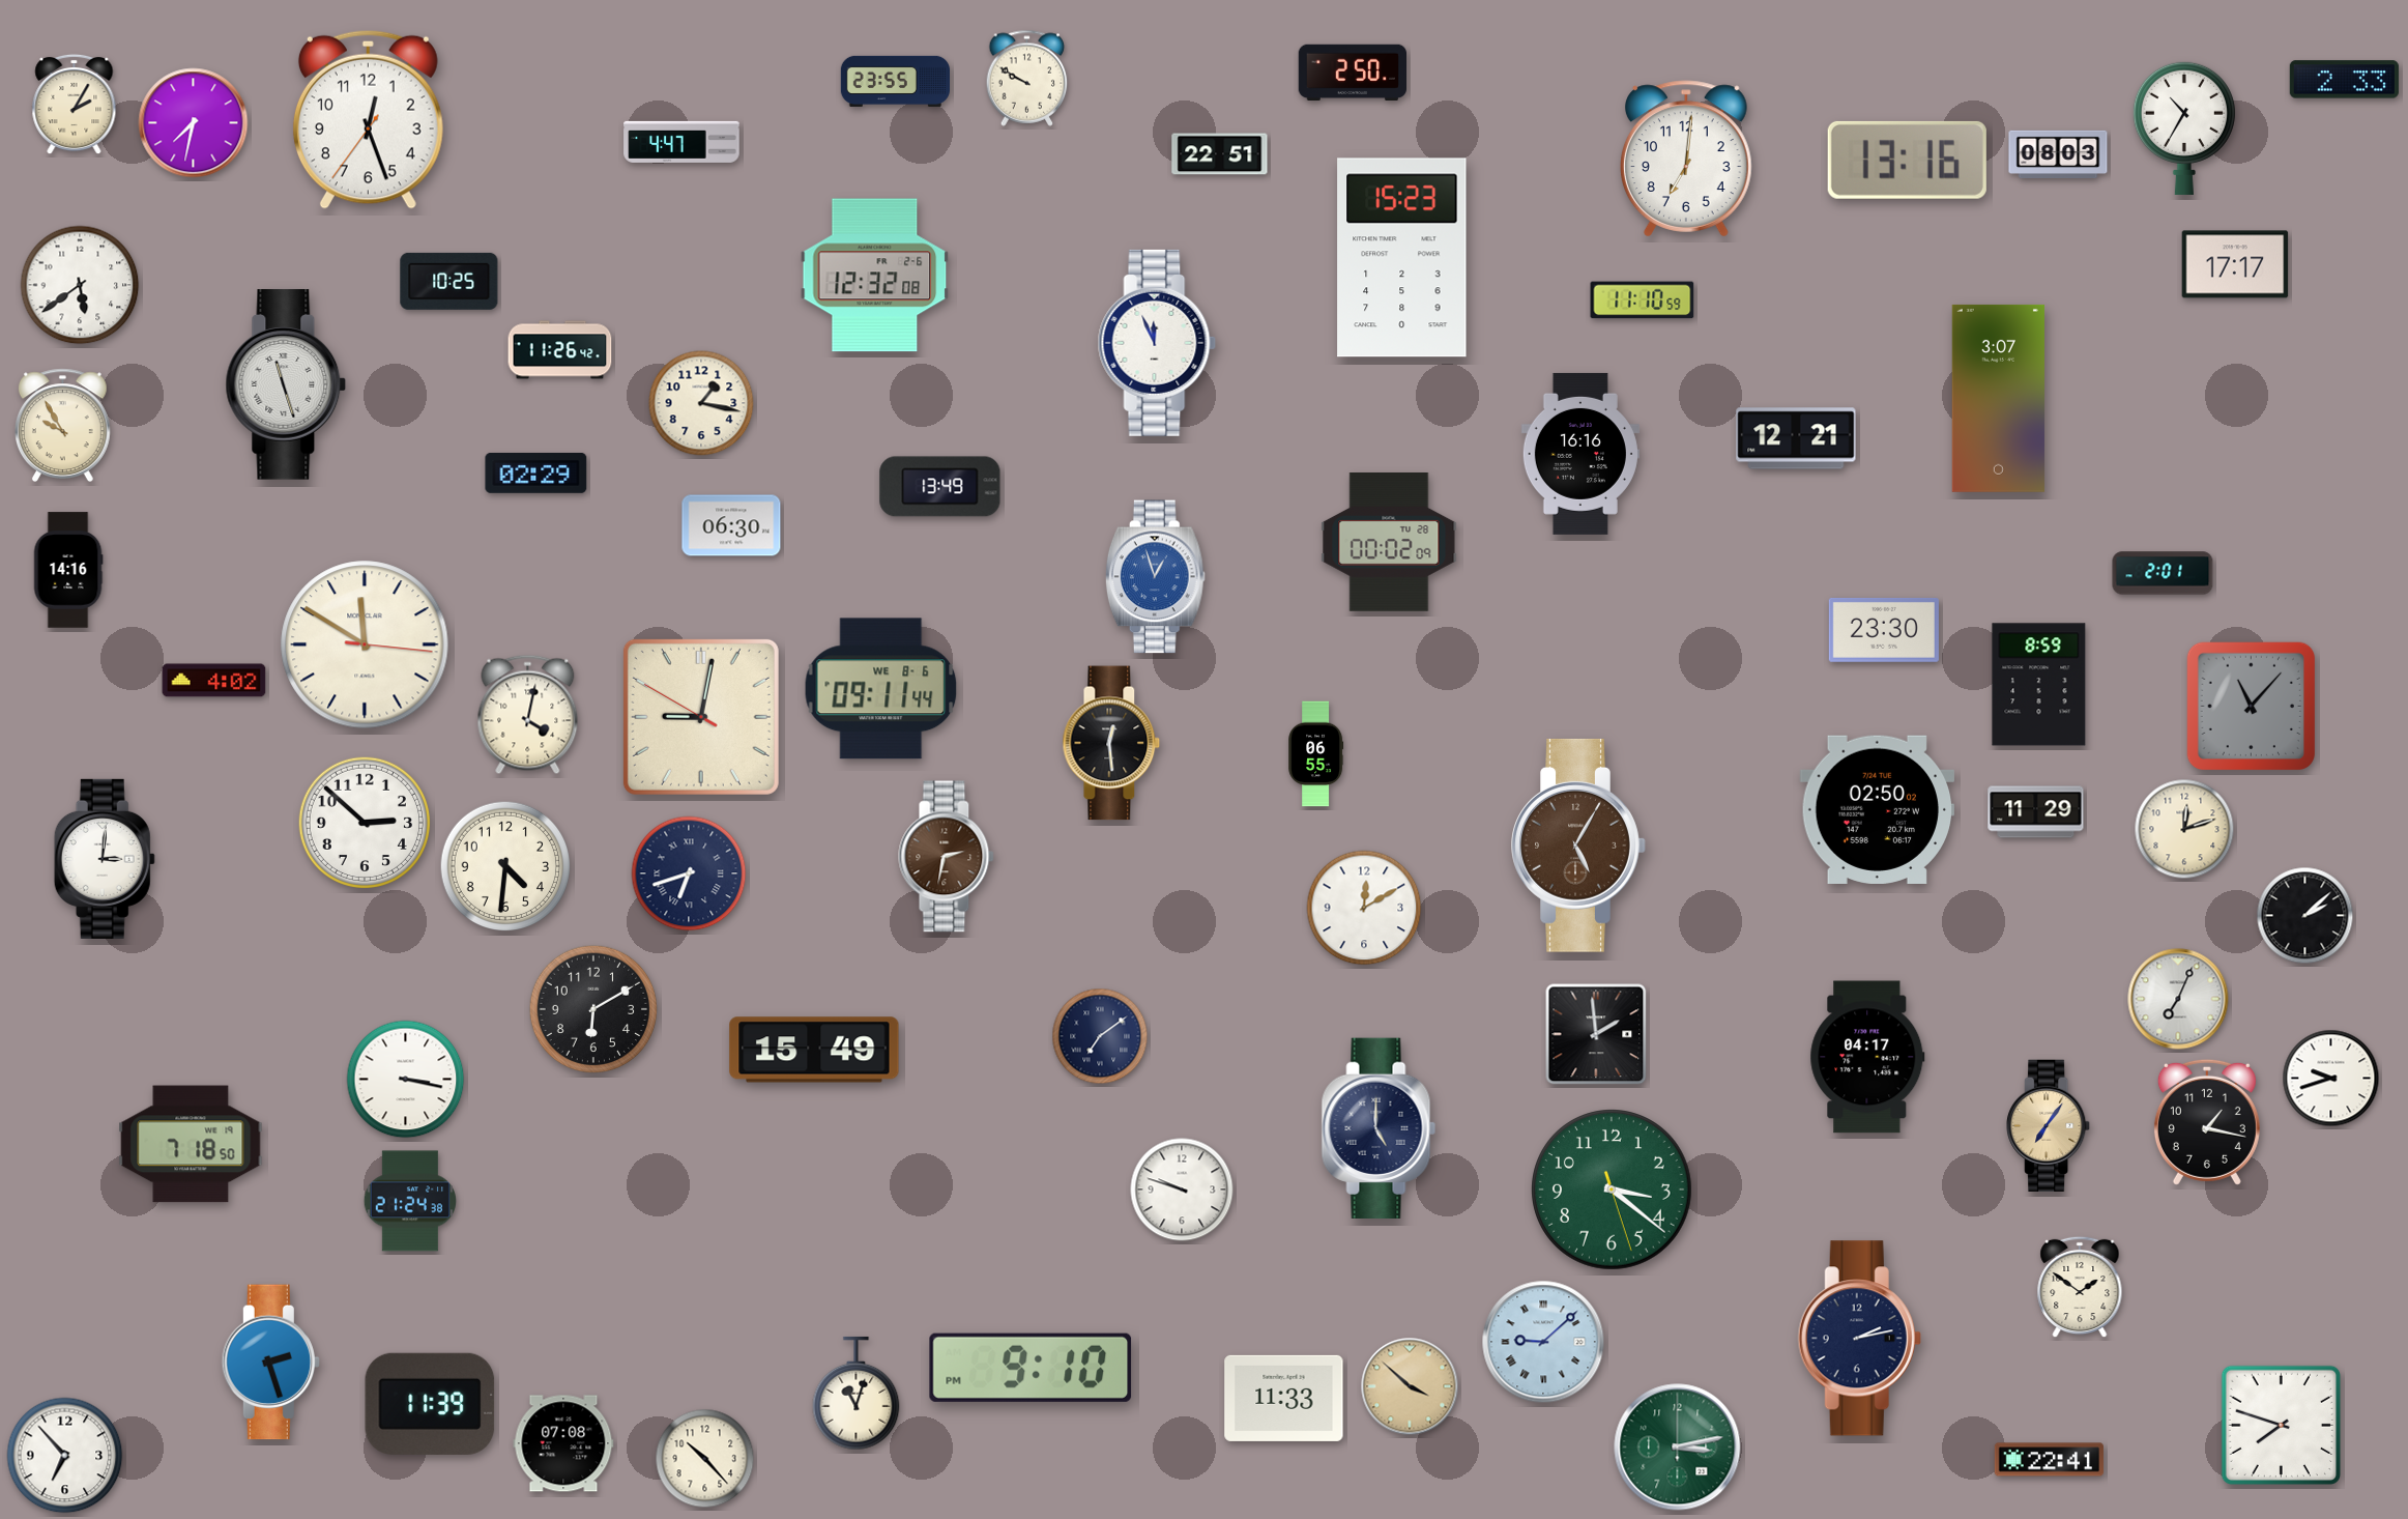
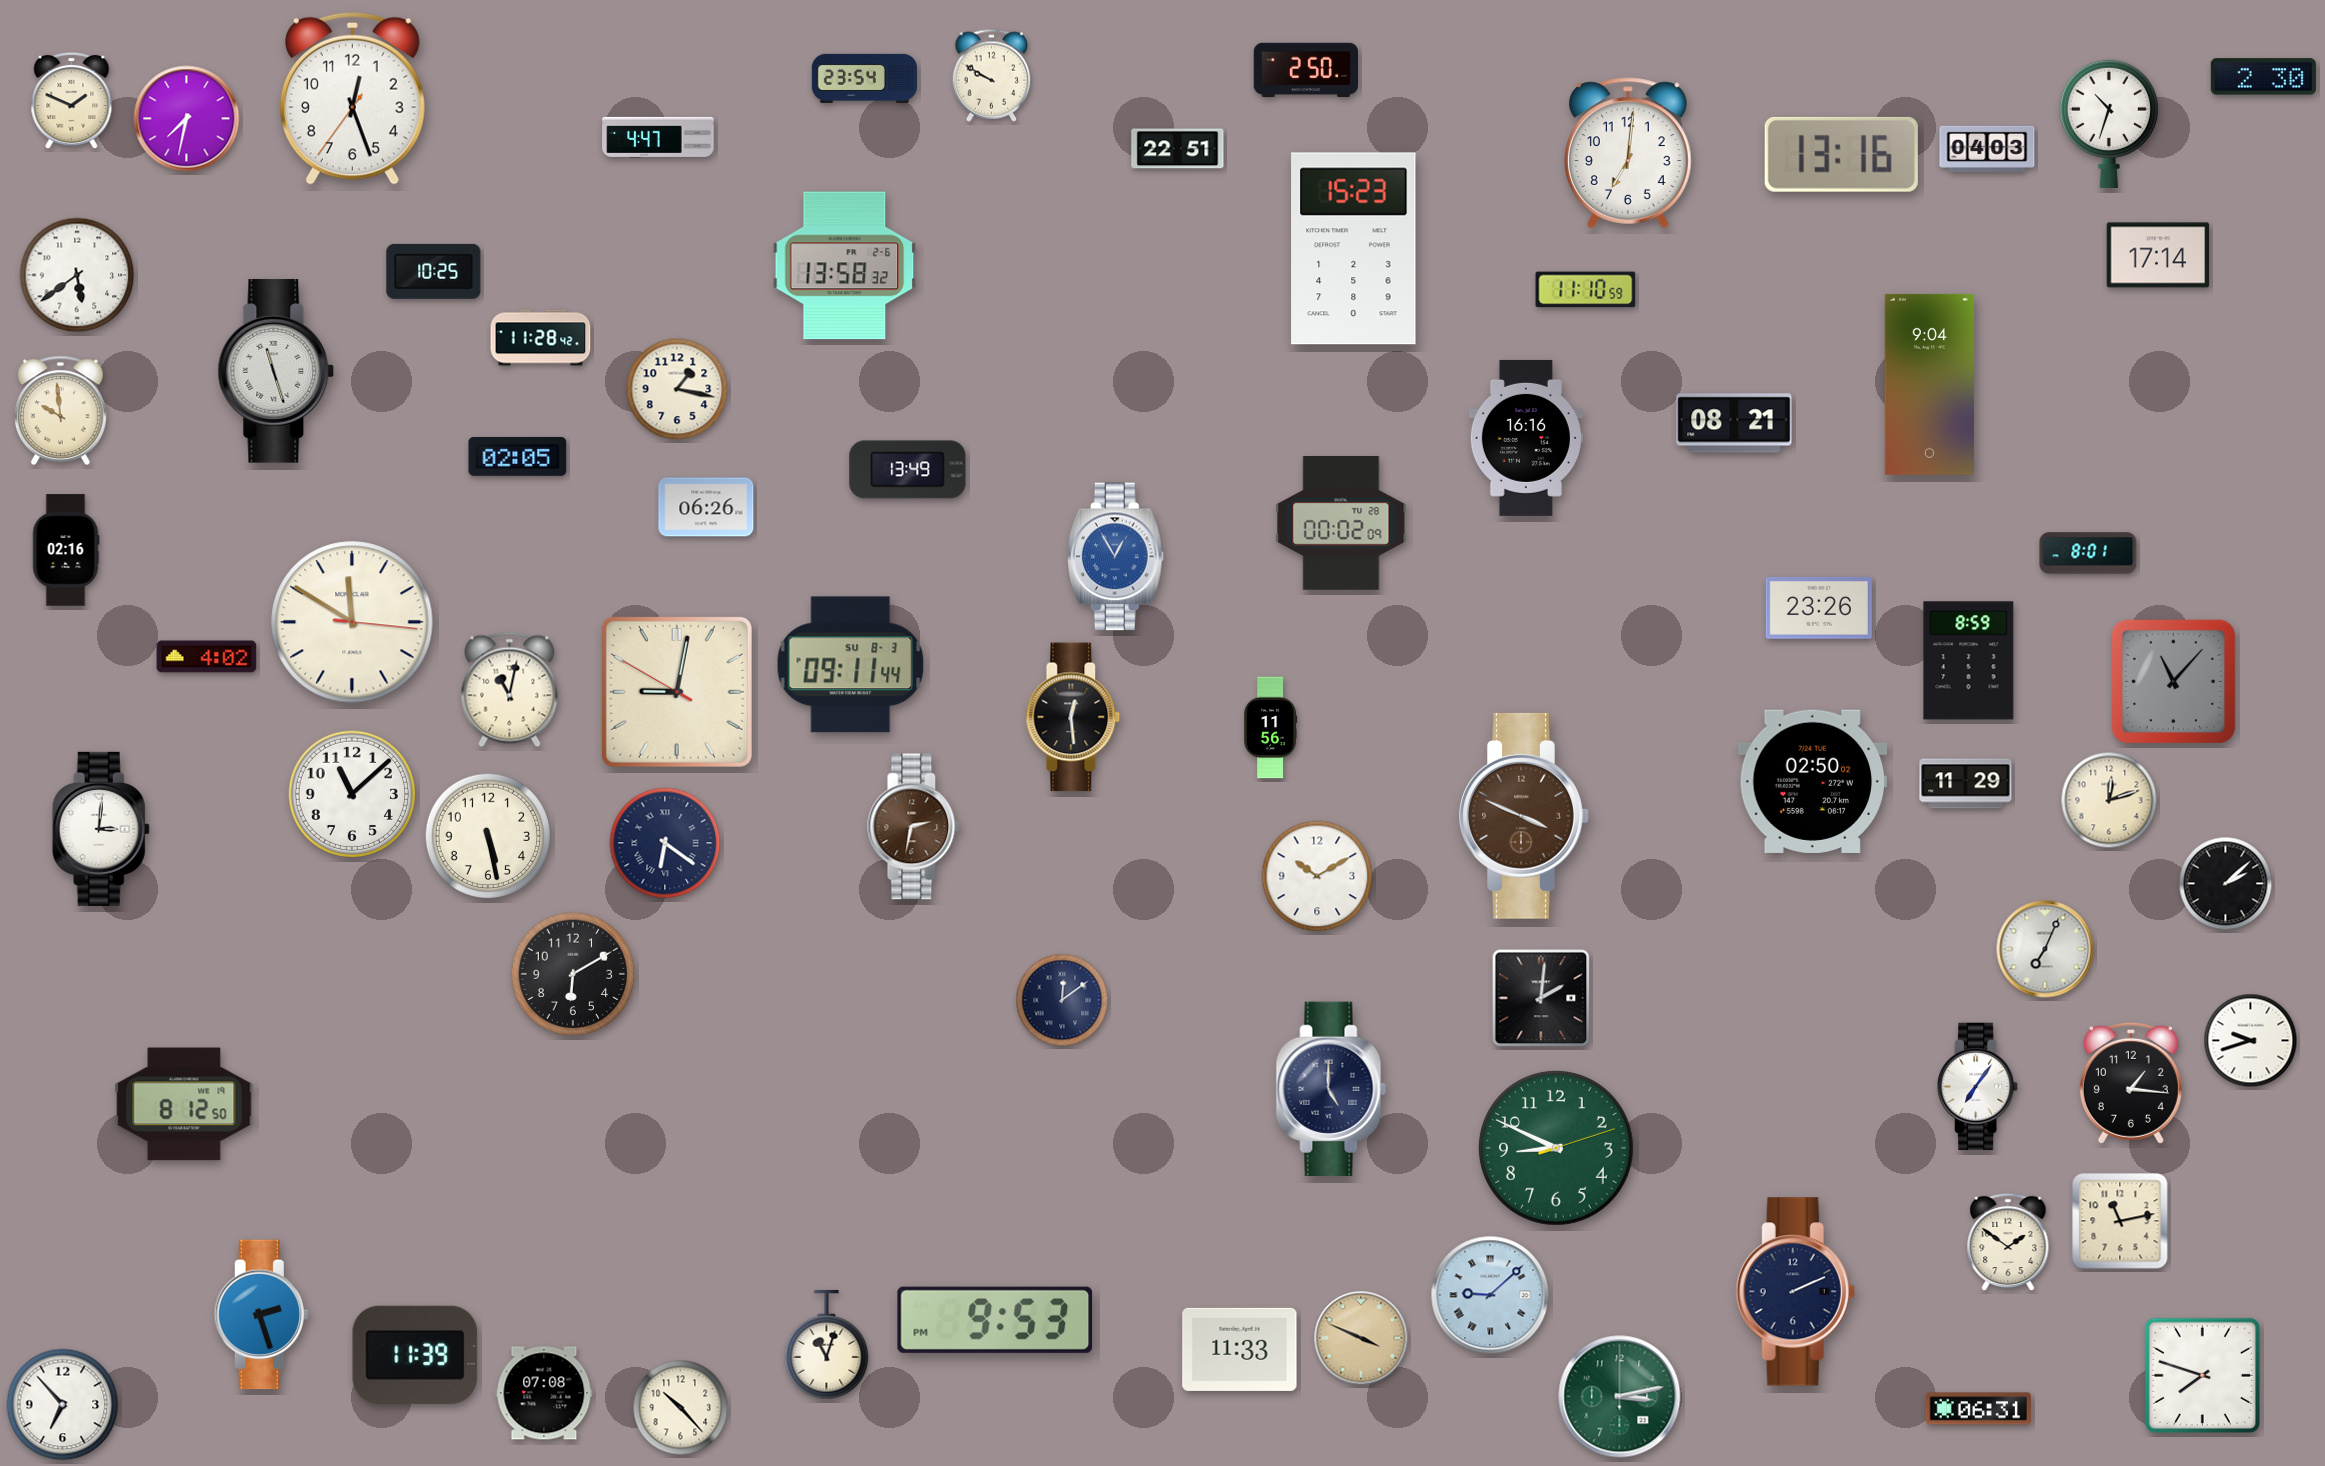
clock at (2344, 80): 2:33 -> 2:30
clock at (895, 81): 23:55 -> 23:54
clock at (75, 105): 2:05 -> 1:49
clock at (368, 119) position: (368, 119) -> (352, 98)
clock at (2184, 127): 10:35 -> 10:33
clock at (2058, 153): 08:03 -> 04:03
clock at (2235, 264): 17:17 -> 17:14
clock at (875, 276): 12:32 -> 13:58
clock at (1157, 343): 11:56 -> none
clock at (560, 350): 11:26 -> 11:28
clock at (1998, 398): 3:07 -> 9:04
clock at (63, 425): 9:55 -> 9:59
clock at (1796, 438): 12:21 -> 08:21
clock at (536, 472): 02:29 -> 02:05
clock at (731, 525): 06:30 -> 06:26
clock at (68, 570): 14:16 -> 02:16
clock at (2163, 573): 2:01 -> 8:01
clock at (1155, 577): 12:57 -> 12:55
clock at (1884, 630): 23:30 -> 23:26
clock at (881, 689) date: WE 8-6 -> SU 8-3
clock at (528, 715): 4:02 -> 11:02
clock at (1316, 754): 06:55 -> 11:56
clock at (364, 822): 2:52 -> 11:08
clock at (1578, 846): 5:05 -> 3:49
clock at (504, 865): 4:31 -> 5:28
clock at (689, 873): 6:42 -> 6:21
clock at (1364, 908): 12:10 -> 10:10
clock at (2178, 999) position: (2178, 999) -> (2045, 949)
clock at (1596, 1034): 1:59 -> 2:01
clock at (1100, 1036): 7:09 -> 12:09
clock at (814, 1050): 15:49 -> none
clock at (1867, 1057): 04:17 -> none
clock at (406, 1080): 3:17 -> none
clock at (2207, 1122): 1:17 -> 1:16
clock at (2049, 1126) dial: champagne -> white
clock at (191, 1144): 7:18 -> 8:12
clock at (1182, 1190): 9:48 -> none
clock at (1613, 1191): 3:21 -> 8:49
clock at (409, 1201): 21:24 -> none
clock at (2120, 1221): none -> 11:13
clock at (1859, 1339): 2:13 -> 2:11
clock at (1031, 1368): 9:10 -> 9:53
clock at (1410, 1386): 3:52 -> 3:49
clock at (2049, 1460): 22:41 -> 06:31
